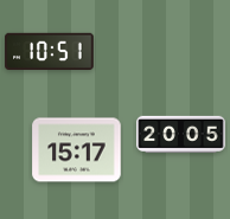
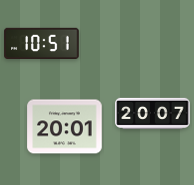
clock at (181, 134): 20:05 -> 20:07
clock at (77, 150): 15:17 -> 20:01
